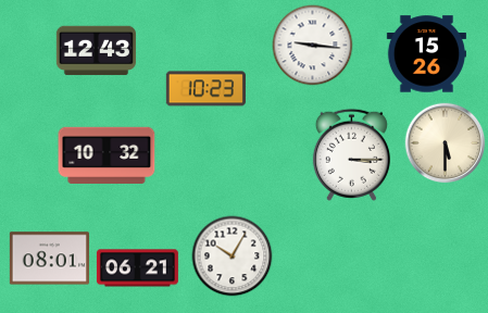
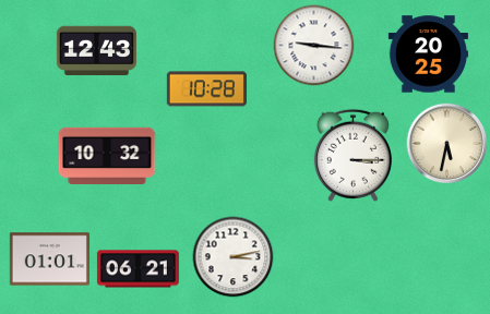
clock at (426, 54): 15:26 -> 20:25
clock at (205, 89): 10:23 -> 10:28
clock at (446, 143): 5:30 -> 5:32
clock at (233, 256): 10:05 -> 3:13
clock at (49, 259): 08:01 -> 01:01
